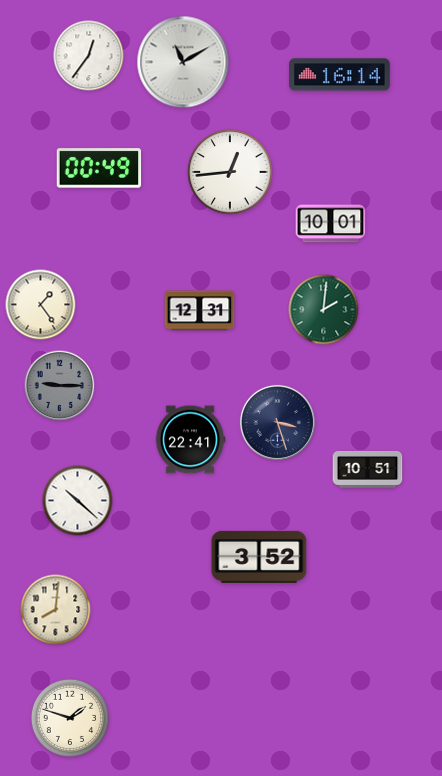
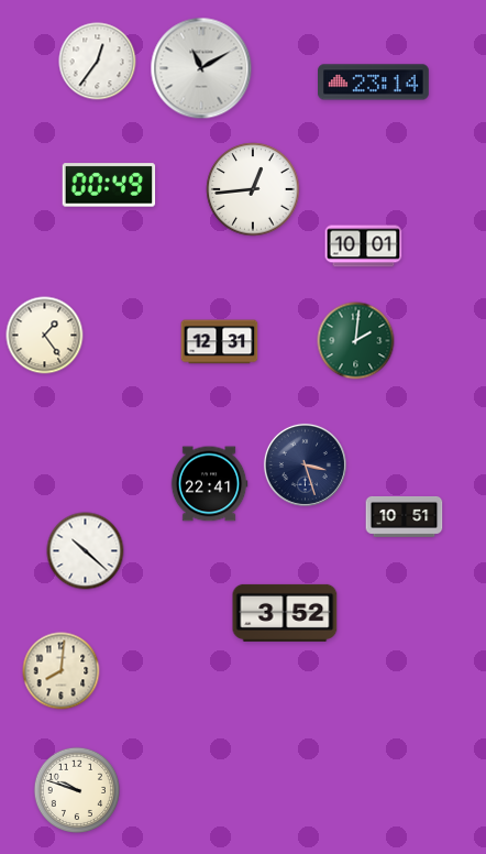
clock at (340, 75): 16:14 -> 23:14
clock at (60, 386): 9:15 -> none
clock at (69, 717): 1:48 -> 9:48
